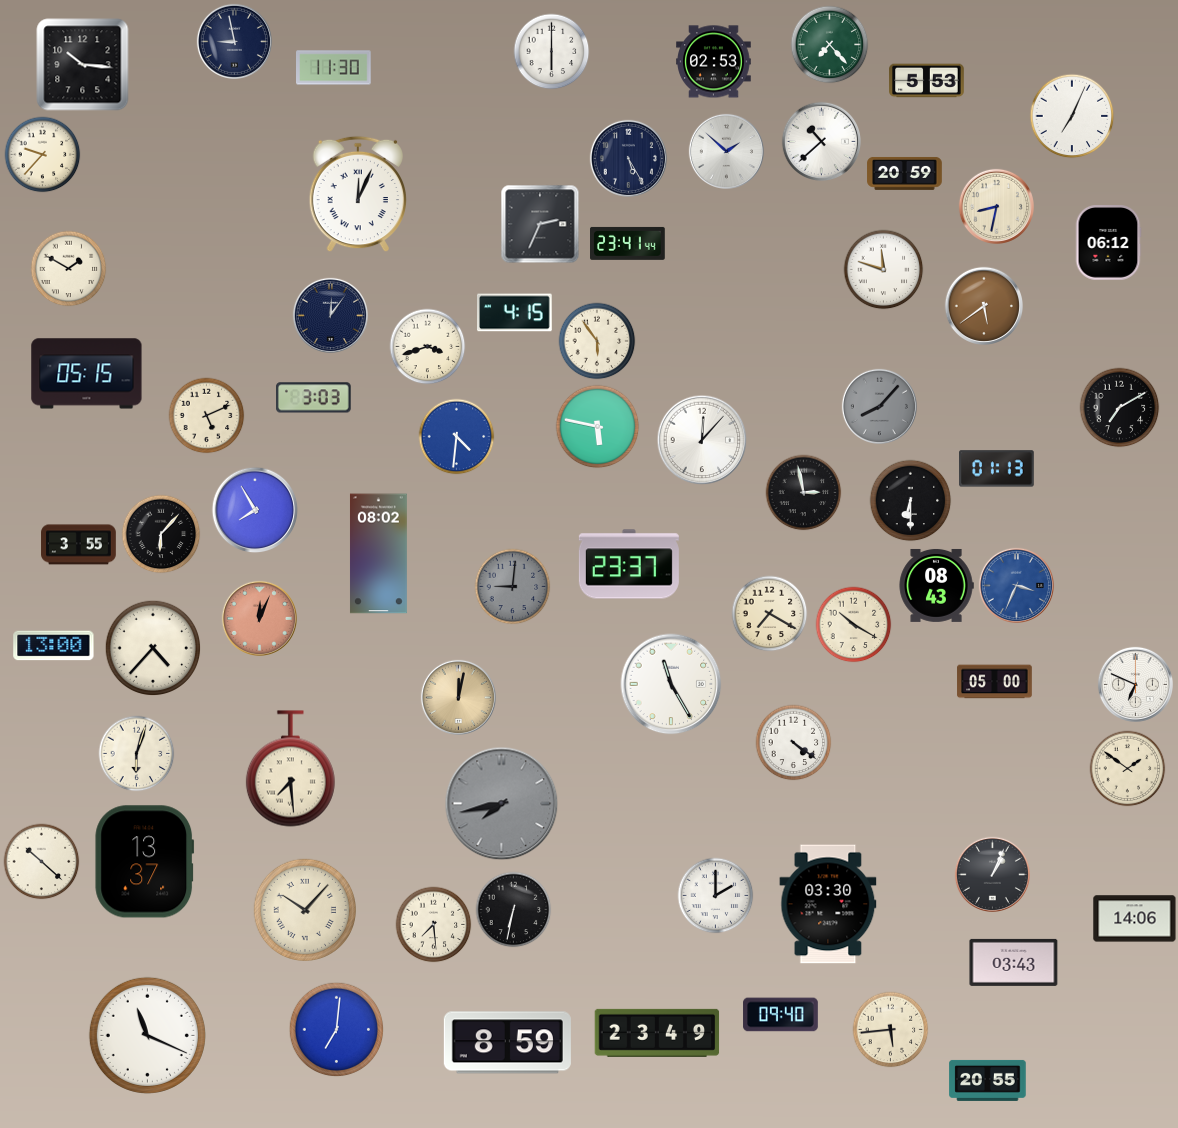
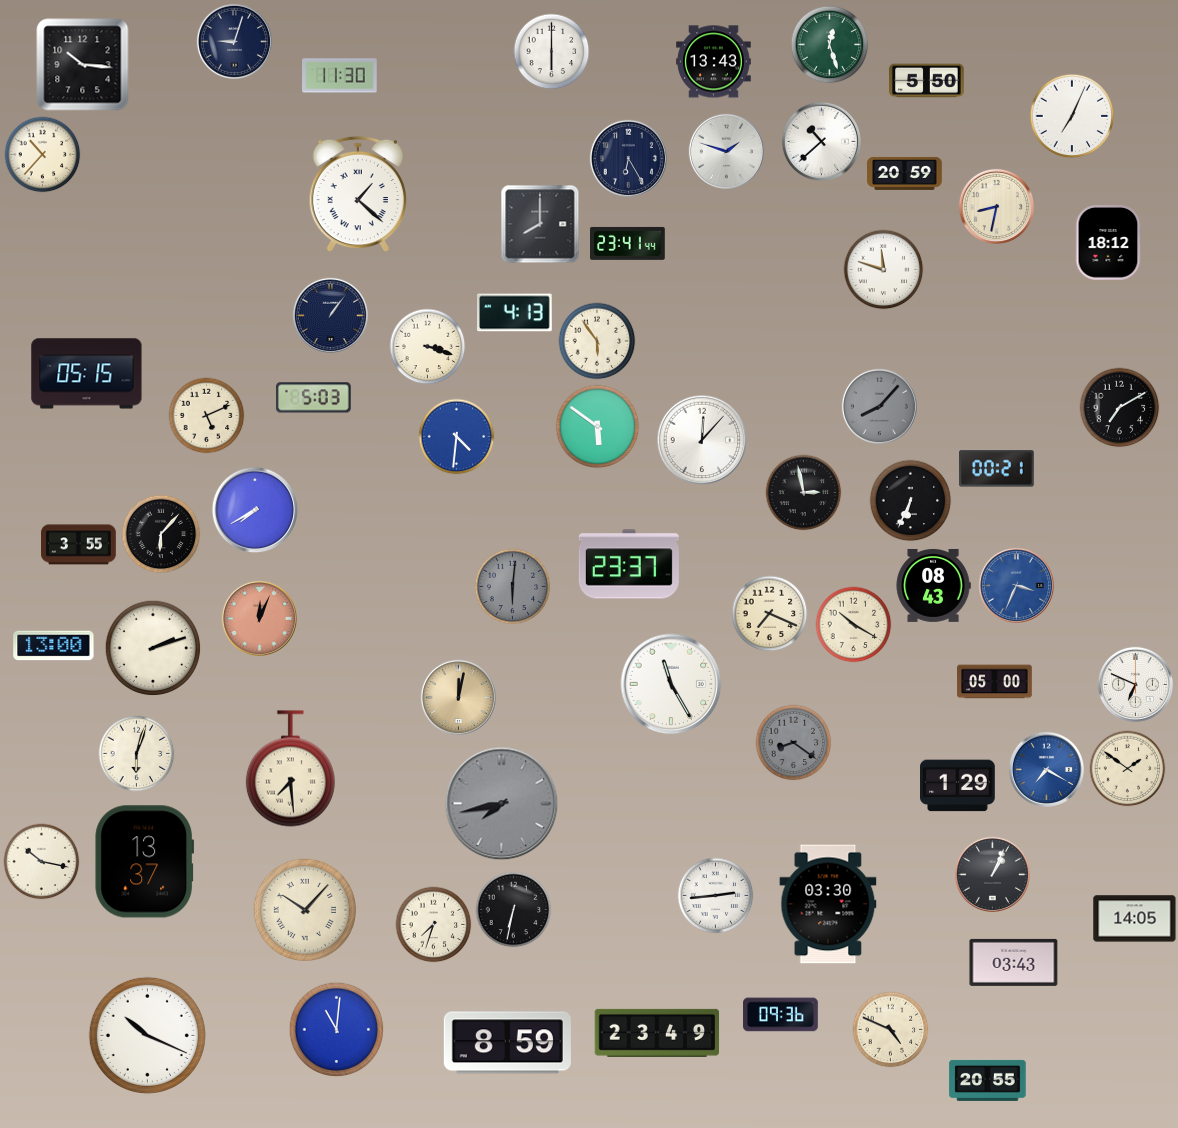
clock at (234, 41): 8:58 -> 9:03
clock at (830, 45): 7:23 -> 12:27
clock at (714, 62): 02:53 -> 13:43
clock at (334, 68) position: (334, 68) -> (340, 76)
clock at (927, 81): 5:53 -> 5:50
clock at (726, 151): 1:52 -> 1:48
clock at (43, 155): 9:37 -> 10:37
clock at (628, 158): 5:25 -> 6:25
clock at (357, 194): 12:04 -> 1:22
clock at (540, 224): 2:34 -> 8:00
clock at (1108, 243): 06:12 -> 18:12
clock at (69, 269): 1:50 -> none
clock at (983, 305): 5:39 -> none
clock at (515, 313): 4:15 -> 4:13
clock at (330, 315): 12:06 -> 1:06
clock at (428, 347): 3:42 -> 3:18
clock at (314, 398): 3:03 -> 5:03
clock at (598, 427): 5:47 -> 5:51
clock at (997, 469): 01:13 -> 00:21
clock at (911, 501): 6:30 -> 6:34
clock at (255, 510): 7:55 -> 7:40
clock at (378, 554): 08:02 -> none
clock at (936, 585) position: (936, 585) -> (933, 585)
clock at (513, 587): 9:01 -> 6:01
clock at (770, 614): 7:20 -> 7:19
clock at (153, 648): 4:37 -> 2:12
clock at (794, 743): 4:21 -> 8:21
clock at (794, 743) dial: white -> grey
clock at (1046, 769): none -> 7:20
clock at (958, 786): none -> 1:29
clock at (42, 862): 10:22 -> 10:17
clock at (716, 896): 2:00 -> 2:44
clock at (1135, 919): 14:06 -> 14:05
clock at (434, 925): 7:29 -> 7:33
clock at (781, 1015): 09:40 -> 09:36
clock at (337, 1030): 7:01 -> 11:01
clock at (891, 1030): 5:44 -> 4:49
clock at (147, 1035): 11:19 -> 10:19
